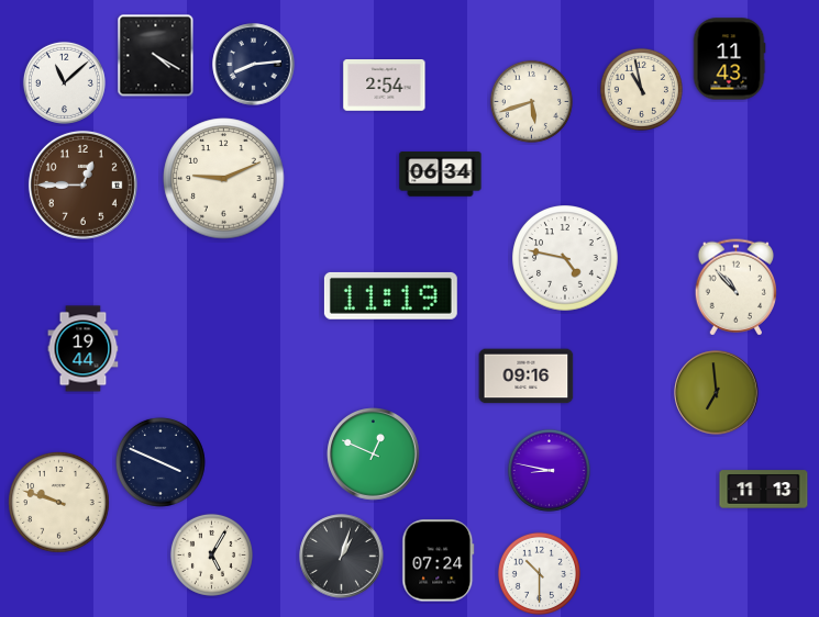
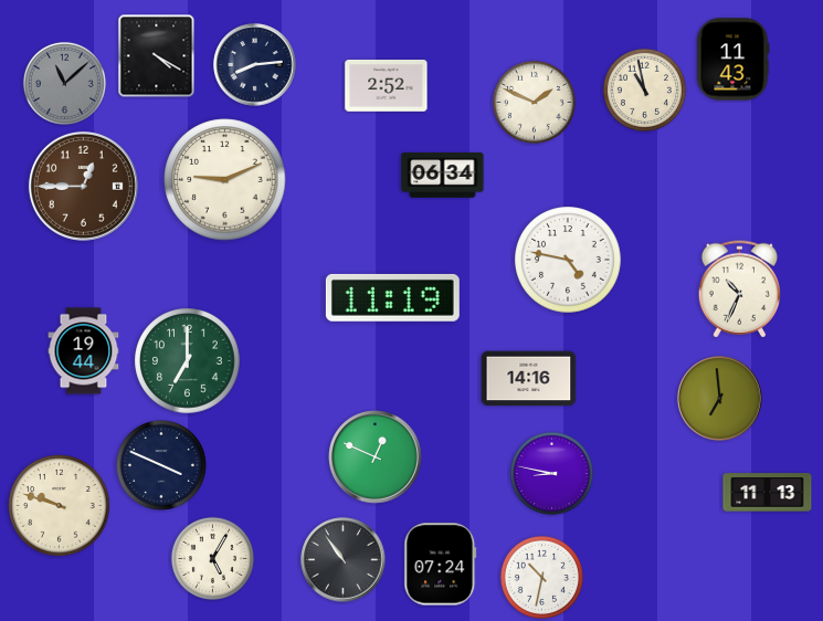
clock at (64, 82) dial: white -> grey
clock at (385, 86): 2:54 -> 2:52
clock at (531, 101): 5:42 -> 1:49
clock at (735, 288): 10:53 -> 10:34
clock at (188, 361): none -> 7:00
clock at (527, 377): 09:16 -> 14:16
clock at (717, 393) position: (717, 393) -> (720, 399)
clock at (342, 557): 1:03 -> 10:54
clock at (539, 573): 10:30 -> 10:32
